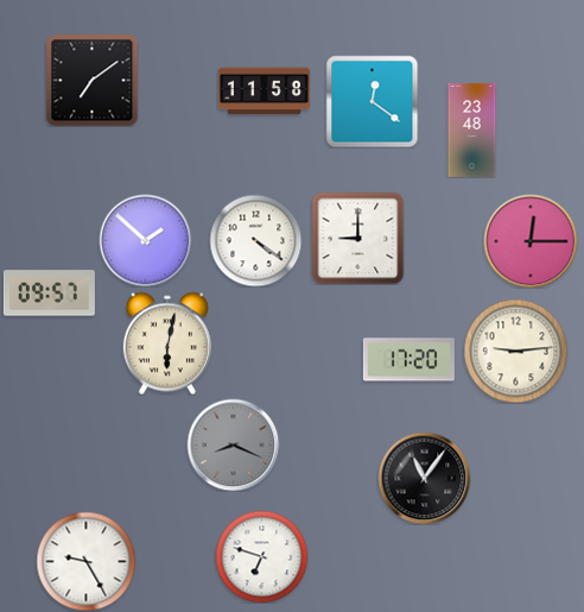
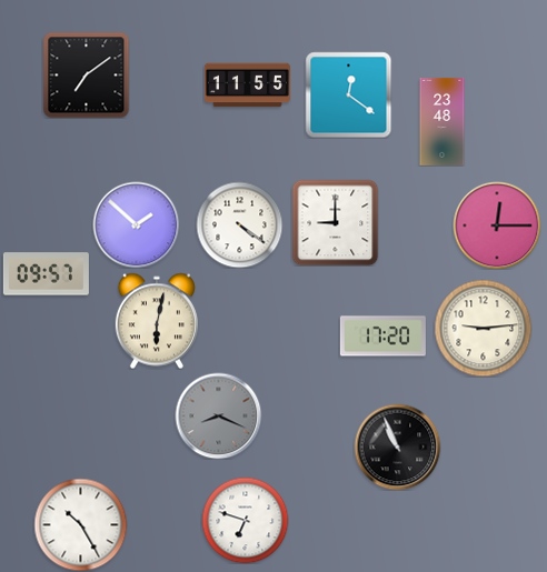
clock at (264, 92): 11:58 -> 11:55
clock at (424, 478): 11:06 -> 10:56
clock at (85, 561): 9:25 -> 10:25
